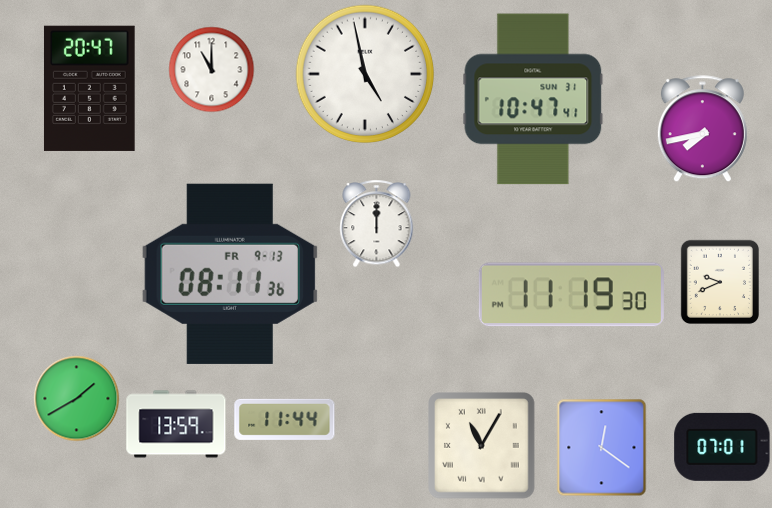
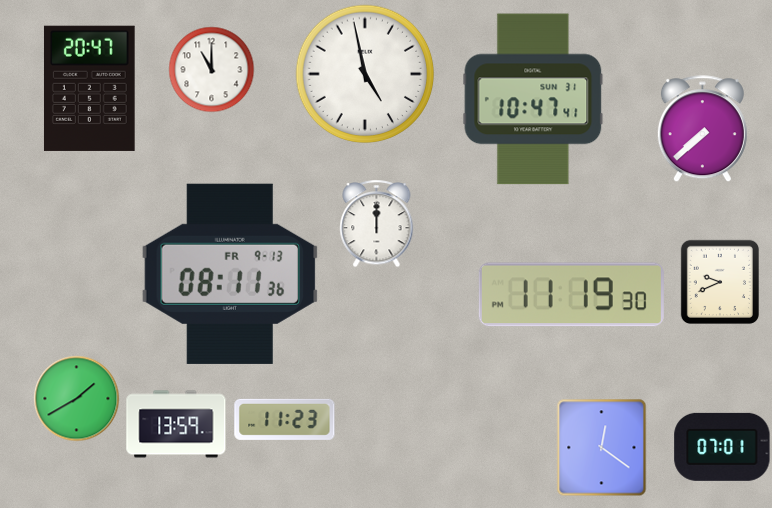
clock at (702, 129): 7:43 -> 7:38
clock at (285, 419): 11:44 -> 11:23
clock at (482, 446): 11:05 -> none
